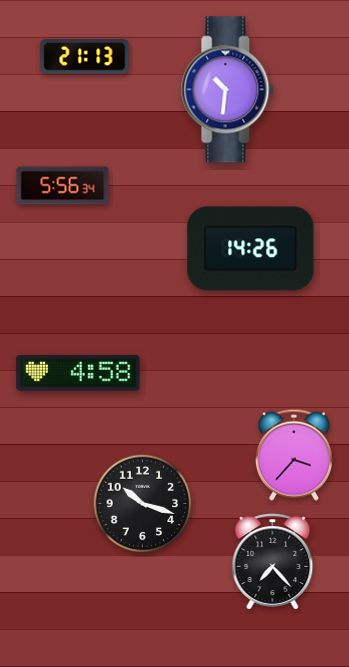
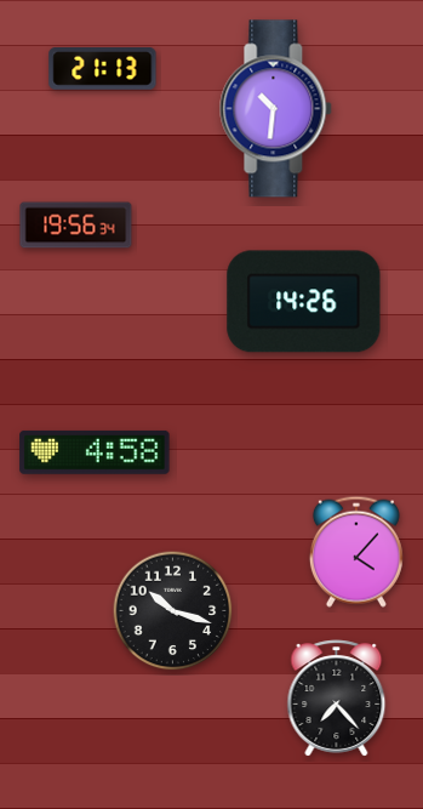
clock at (63, 186): 5:56 -> 19:56
clock at (294, 455): 3:37 -> 4:07
clock at (273, 562) position: (273, 562) -> (337, 699)
